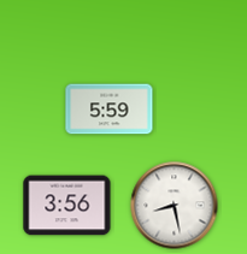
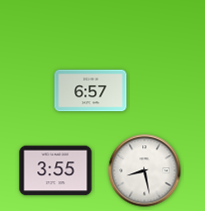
clock at (110, 110): 5:59 -> 6:57
clock at (67, 206): 3:56 -> 3:55
